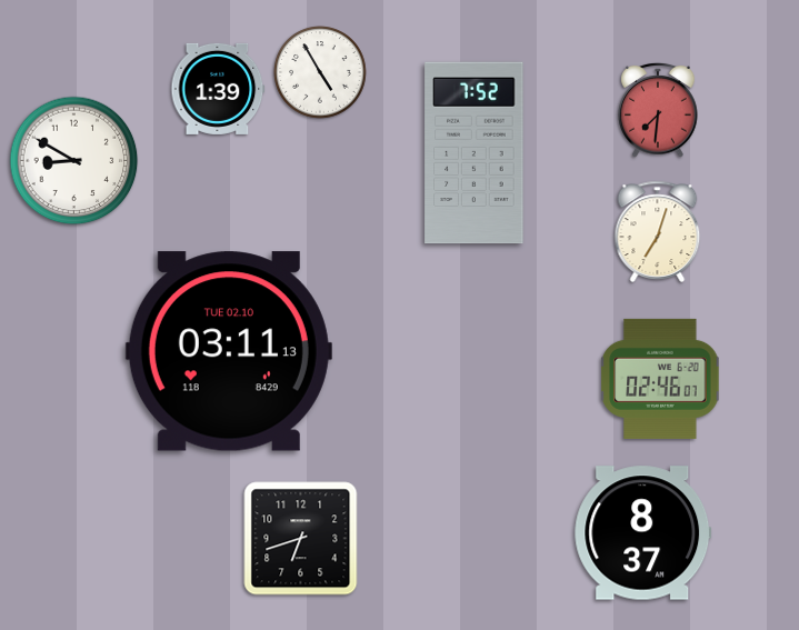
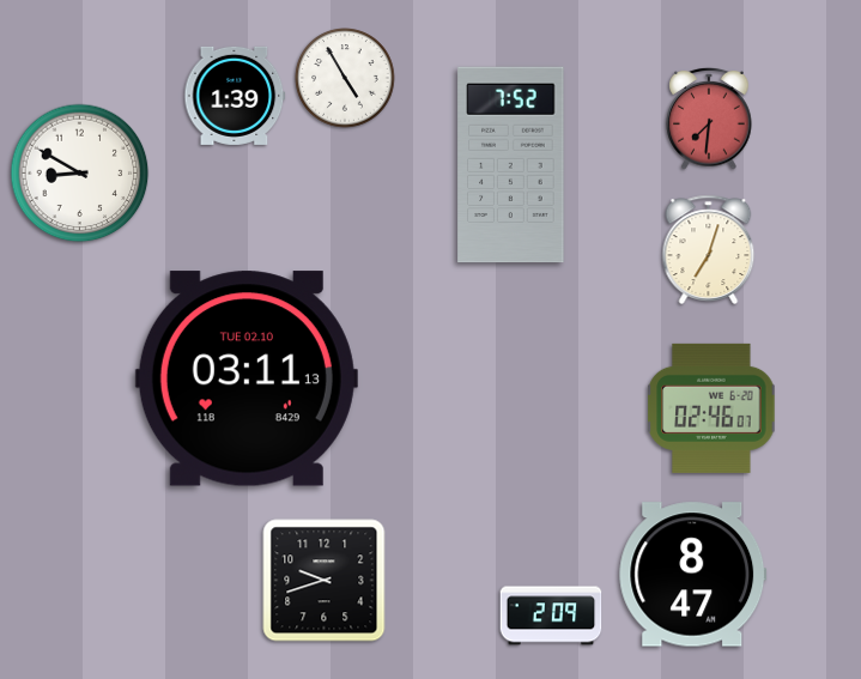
clock at (643, 533): 8:37 -> 8:47
clock at (301, 539): 6:42 -> 9:42
clock at (551, 616): none -> 2:09
